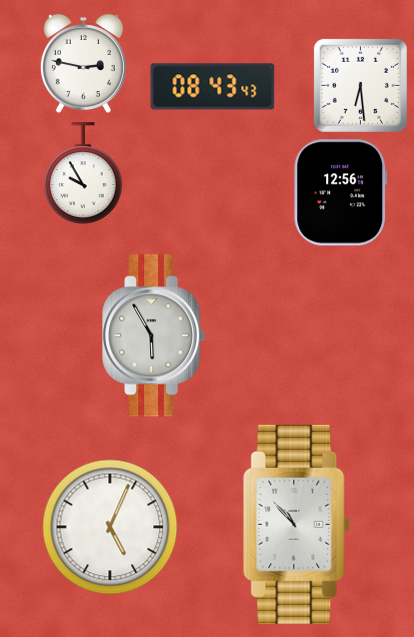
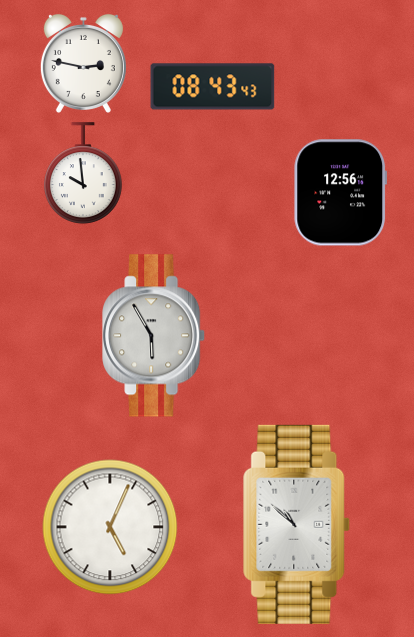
clock at (360, 85): 6:29 -> none
clock at (84, 173): 9:55 -> 9:59
clock at (297, 524): 10:53 -> 10:52
